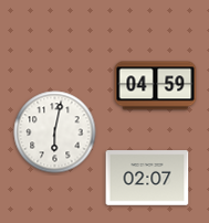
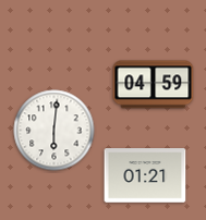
clock at (55, 132): 6:02 -> 6:01
clock at (147, 178): 02:07 -> 01:21
